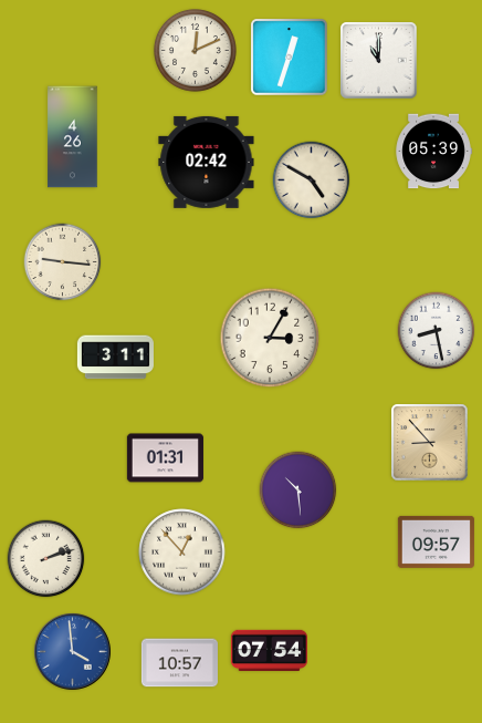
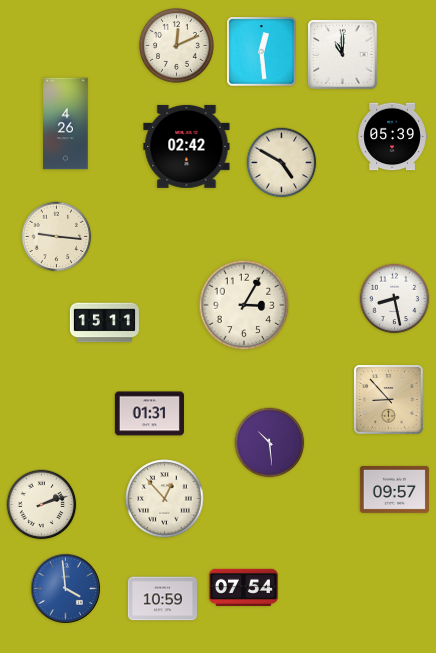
clock at (290, 58): 12:33 -> 12:29
clock at (115, 358): 3:11 -> 15:11
clock at (179, 663): 10:57 -> 10:59
